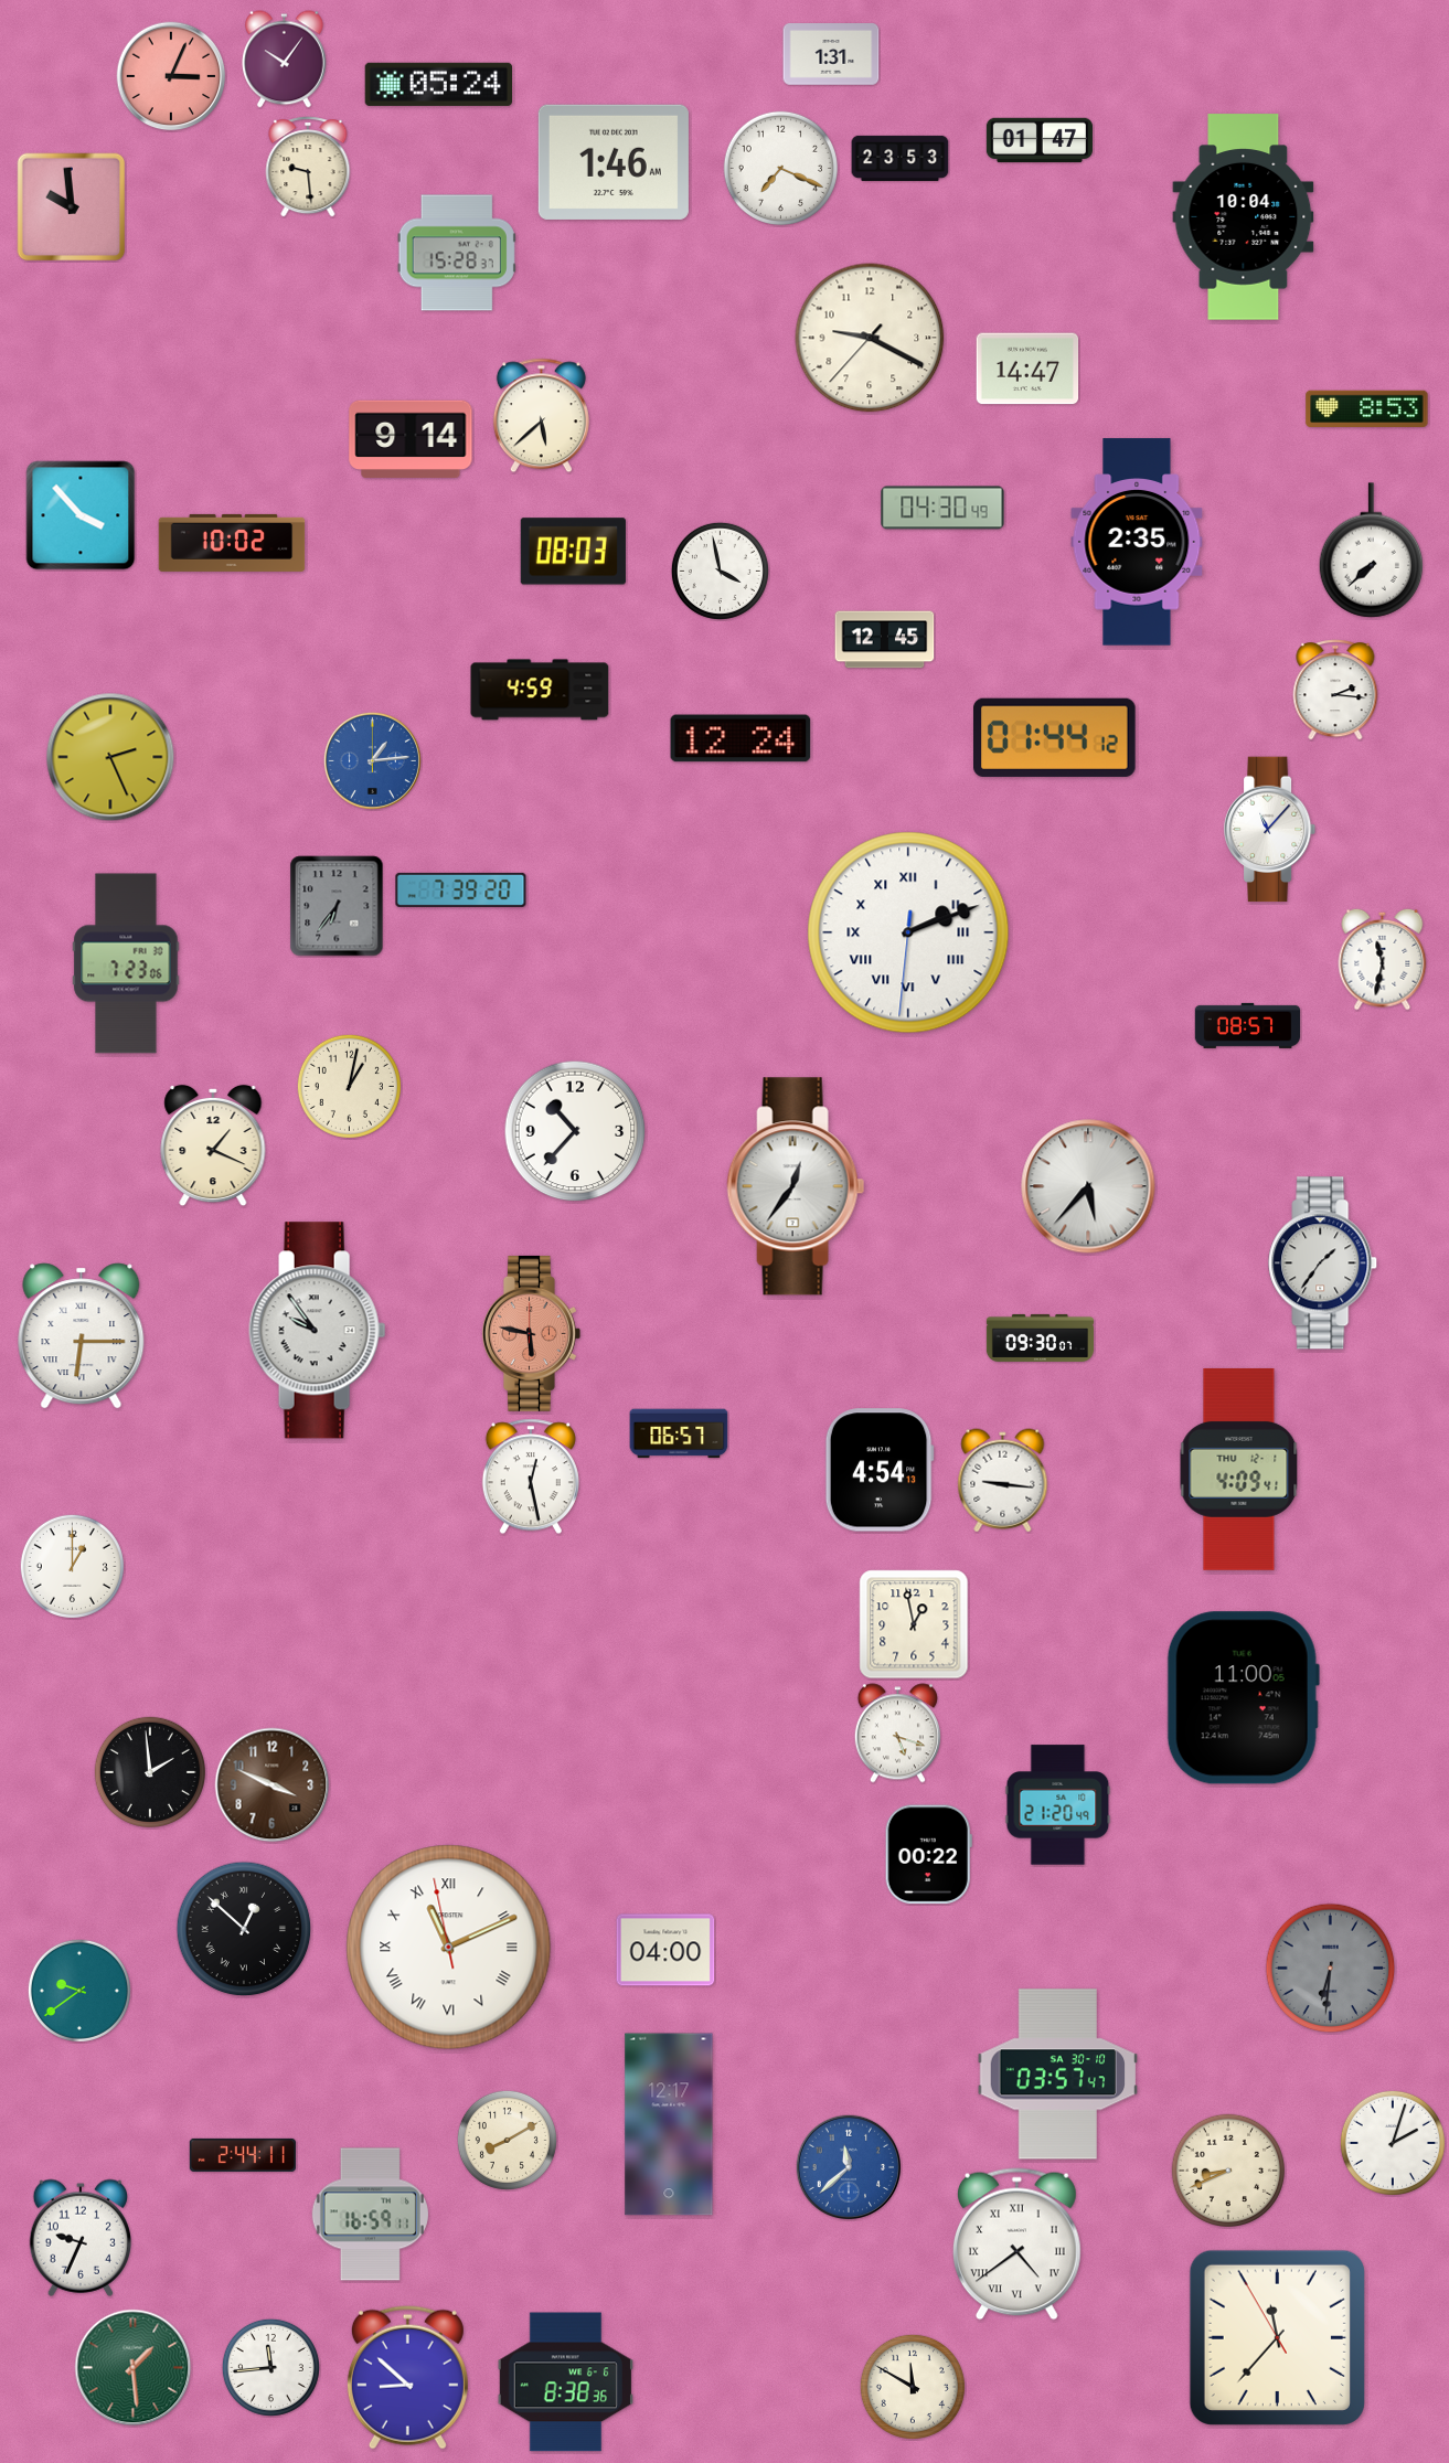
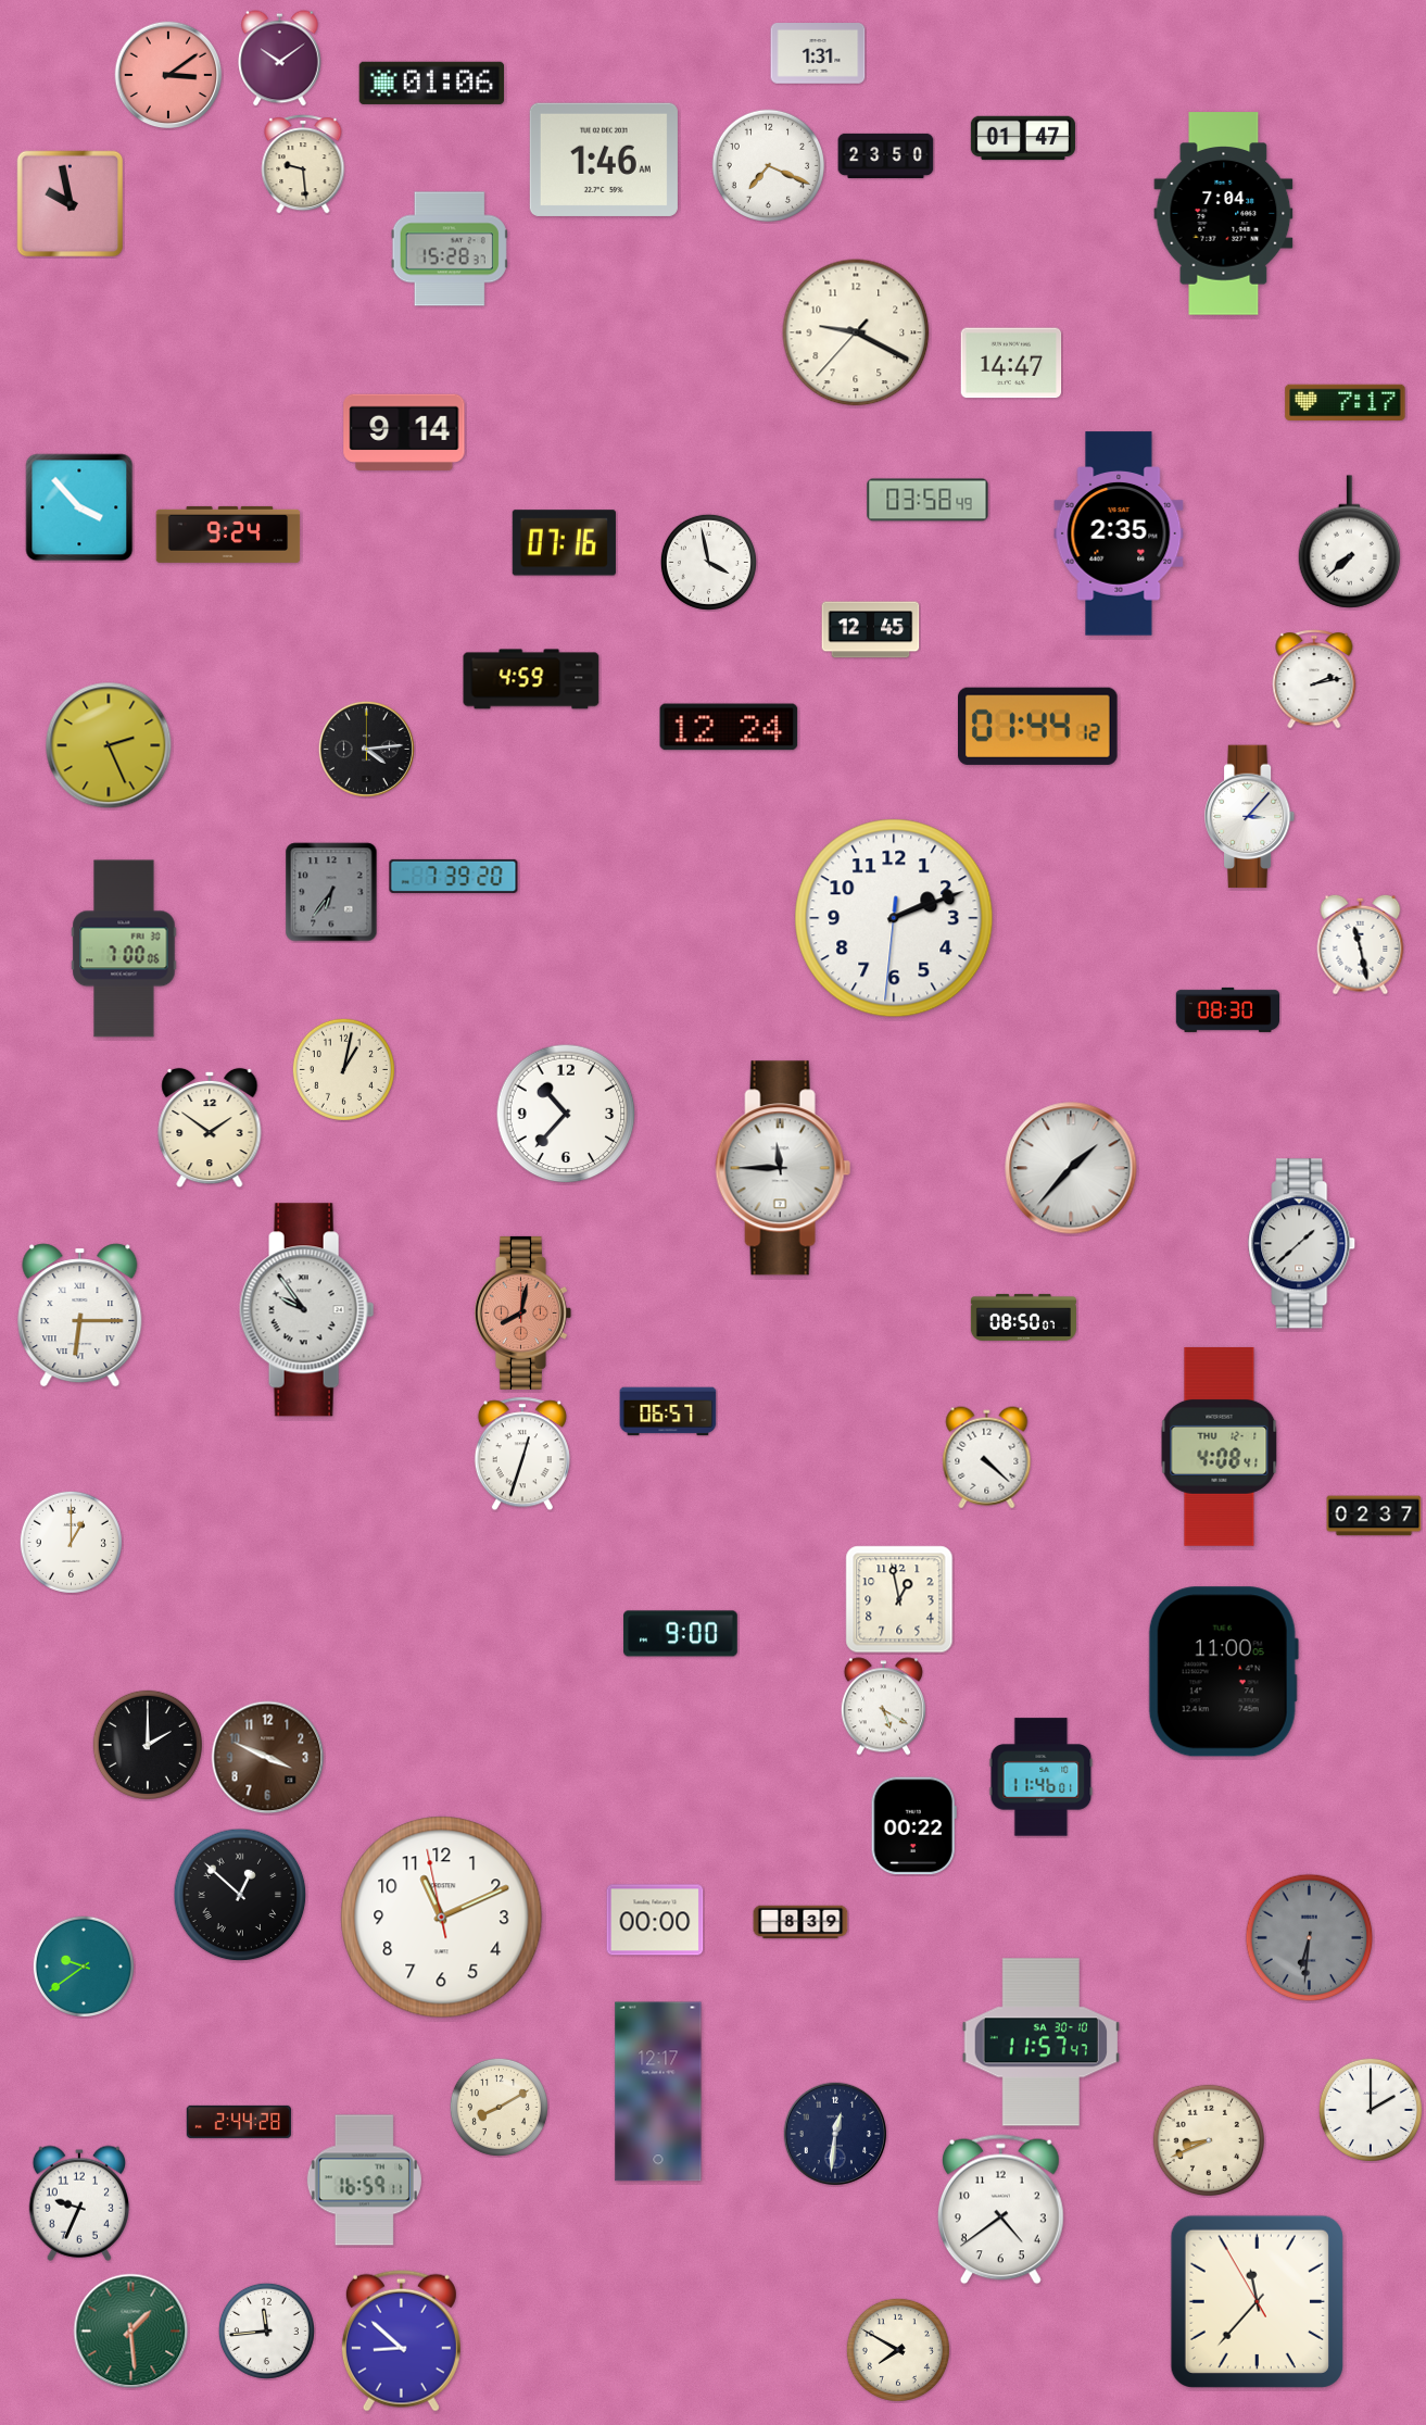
clock at (285, 60): 10:06 -> 10:09
clock at (171, 76): 3:04 -> 3:09
clock at (438, 84): 05:24 -> 01:06
clock at (901, 158): 23:53 -> 23:50
clock at (72, 207): 9:59 -> 9:58
clock at (1244, 217): 10:04 -> 7:04
clock at (1367, 409): 8:53 -> 7:17
clock at (541, 416): 5:38 -> none
clock at (942, 508): 04:30 -> 03:58
clock at (232, 543): 10:02 -> 9:24
clock at (573, 552): 08:03 -> 07:16
clock at (1335, 690): 2:16 -> 2:13
clock at (372, 760): 1:14 -> 4:14
clock at (372, 760) dial: blue -> black
clock at (1270, 830): 11:07 -> 3:07
clock at (908, 932) numerals: Roman -> Arabic
clock at (1383, 959): 11:32 -> 11:28
clock at (126, 963): 7:23 -> 7:00
clock at (1248, 1025): 08:57 -> 08:30
clock at (213, 1145): 1:19 -> 1:51
clock at (796, 1186): 12:36 -> 11:45
clock at (1088, 1186): 5:37 -> 1:37
clock at (1323, 1264): 1:36 -> 1:38
clock at (318, 1331) position: (318, 1331) -> (307, 1310)
clock at (531, 1333): 5:47 -> 8:02
clock at (1040, 1337): 09:30 -> 08:50
clock at (1239, 1469): 4:09 -> 4:08
clock at (880, 1470): 4:54 -> none
clock at (531, 1476): 12:28 -> 12:33
clock at (1003, 1481): 9:16 -> 4:22
clock at (1374, 1516): none -> 02:37
clock at (681, 1634): none -> 9:00
clock at (897, 1734): 5:18 -> 5:20
clock at (150, 1772): 1:59 -> 2:00
clock at (1058, 1805): 21:20 -> 11:46
clock at (244, 1929) position: (244, 1929) -> (240, 1895)
clock at (449, 1948) numerals: Roman -> Arabic
clock at (665, 1950): 04:00 -> 00:00
clock at (800, 1922): none -> 8:39
clock at (79, 1991) position: (79, 1991) -> (84, 1967)
clock at (1058, 2075): 03:57 -> 11:57
clock at (1393, 2143): 2:03 -> 2:00
clock at (243, 2155): 2:44:11 -> 2:44:28
clock at (848, 2166): 11:38 -> 12:31
clock at (848, 2166) dial: blue -> navy
clock at (1227, 2169) position: (1227, 2169) -> (1208, 2139)
clock at (1016, 2245) numerals: Roman -> Arabic
clock at (565, 2382): 8:38 -> none
clock at (913, 2387): 11:50 -> 7:50
